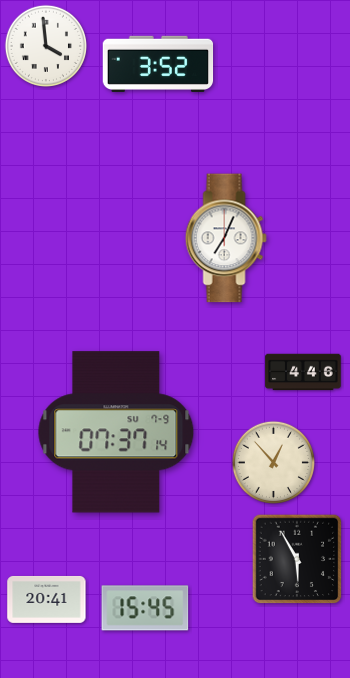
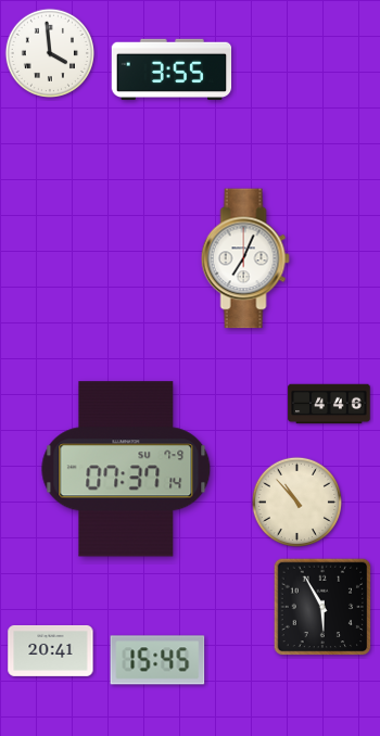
clock at (45, 45) position: (45, 45) -> (49, 52)
clock at (158, 64): 3:52 -> 3:55
clock at (273, 462): 12:53 -> 10:53
